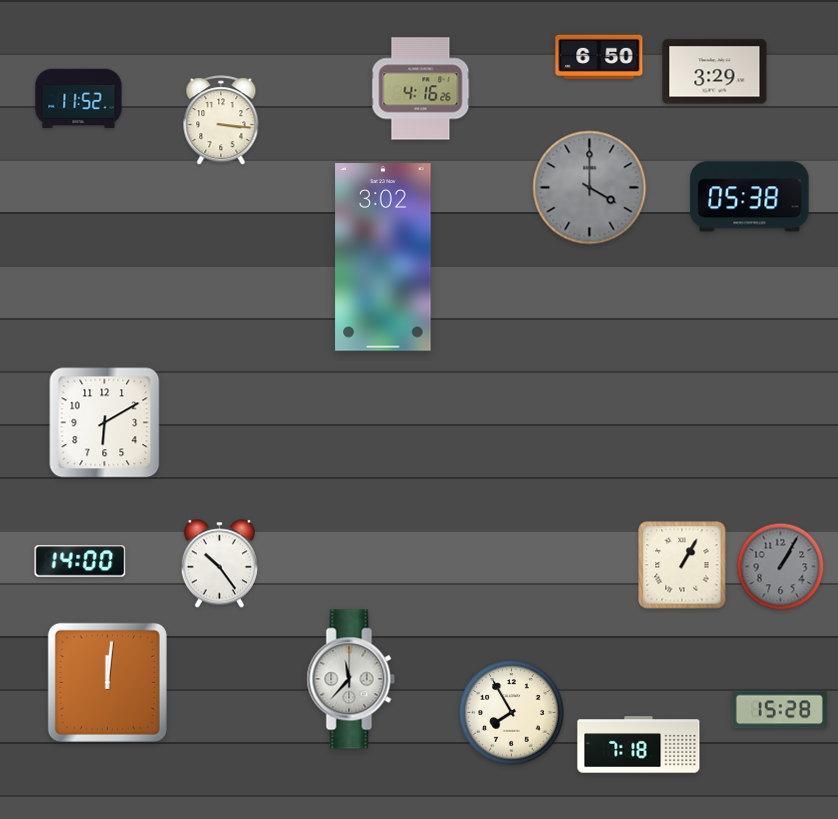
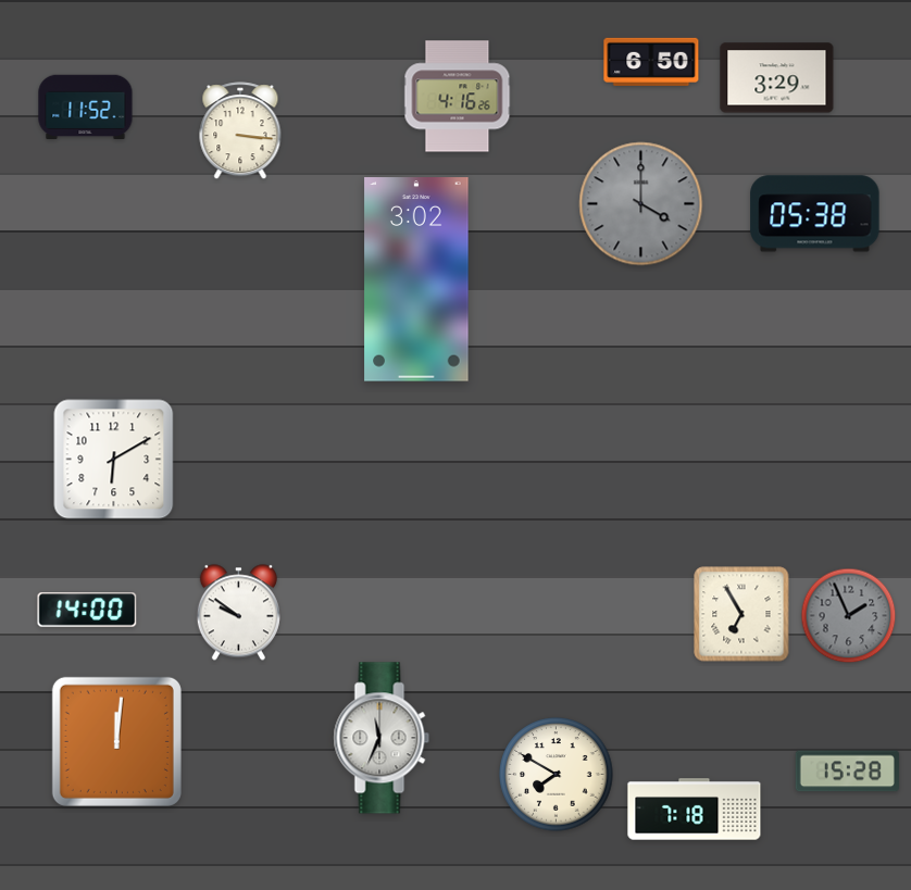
clock at (219, 564): 10:24 -> 9:51
clock at (682, 565): 1:05 -> 6:55
clock at (781, 567): 1:05 -> 1:56
clock at (351, 679): 11:37 -> 11:34
clock at (512, 713): 7:55 -> 7:50
